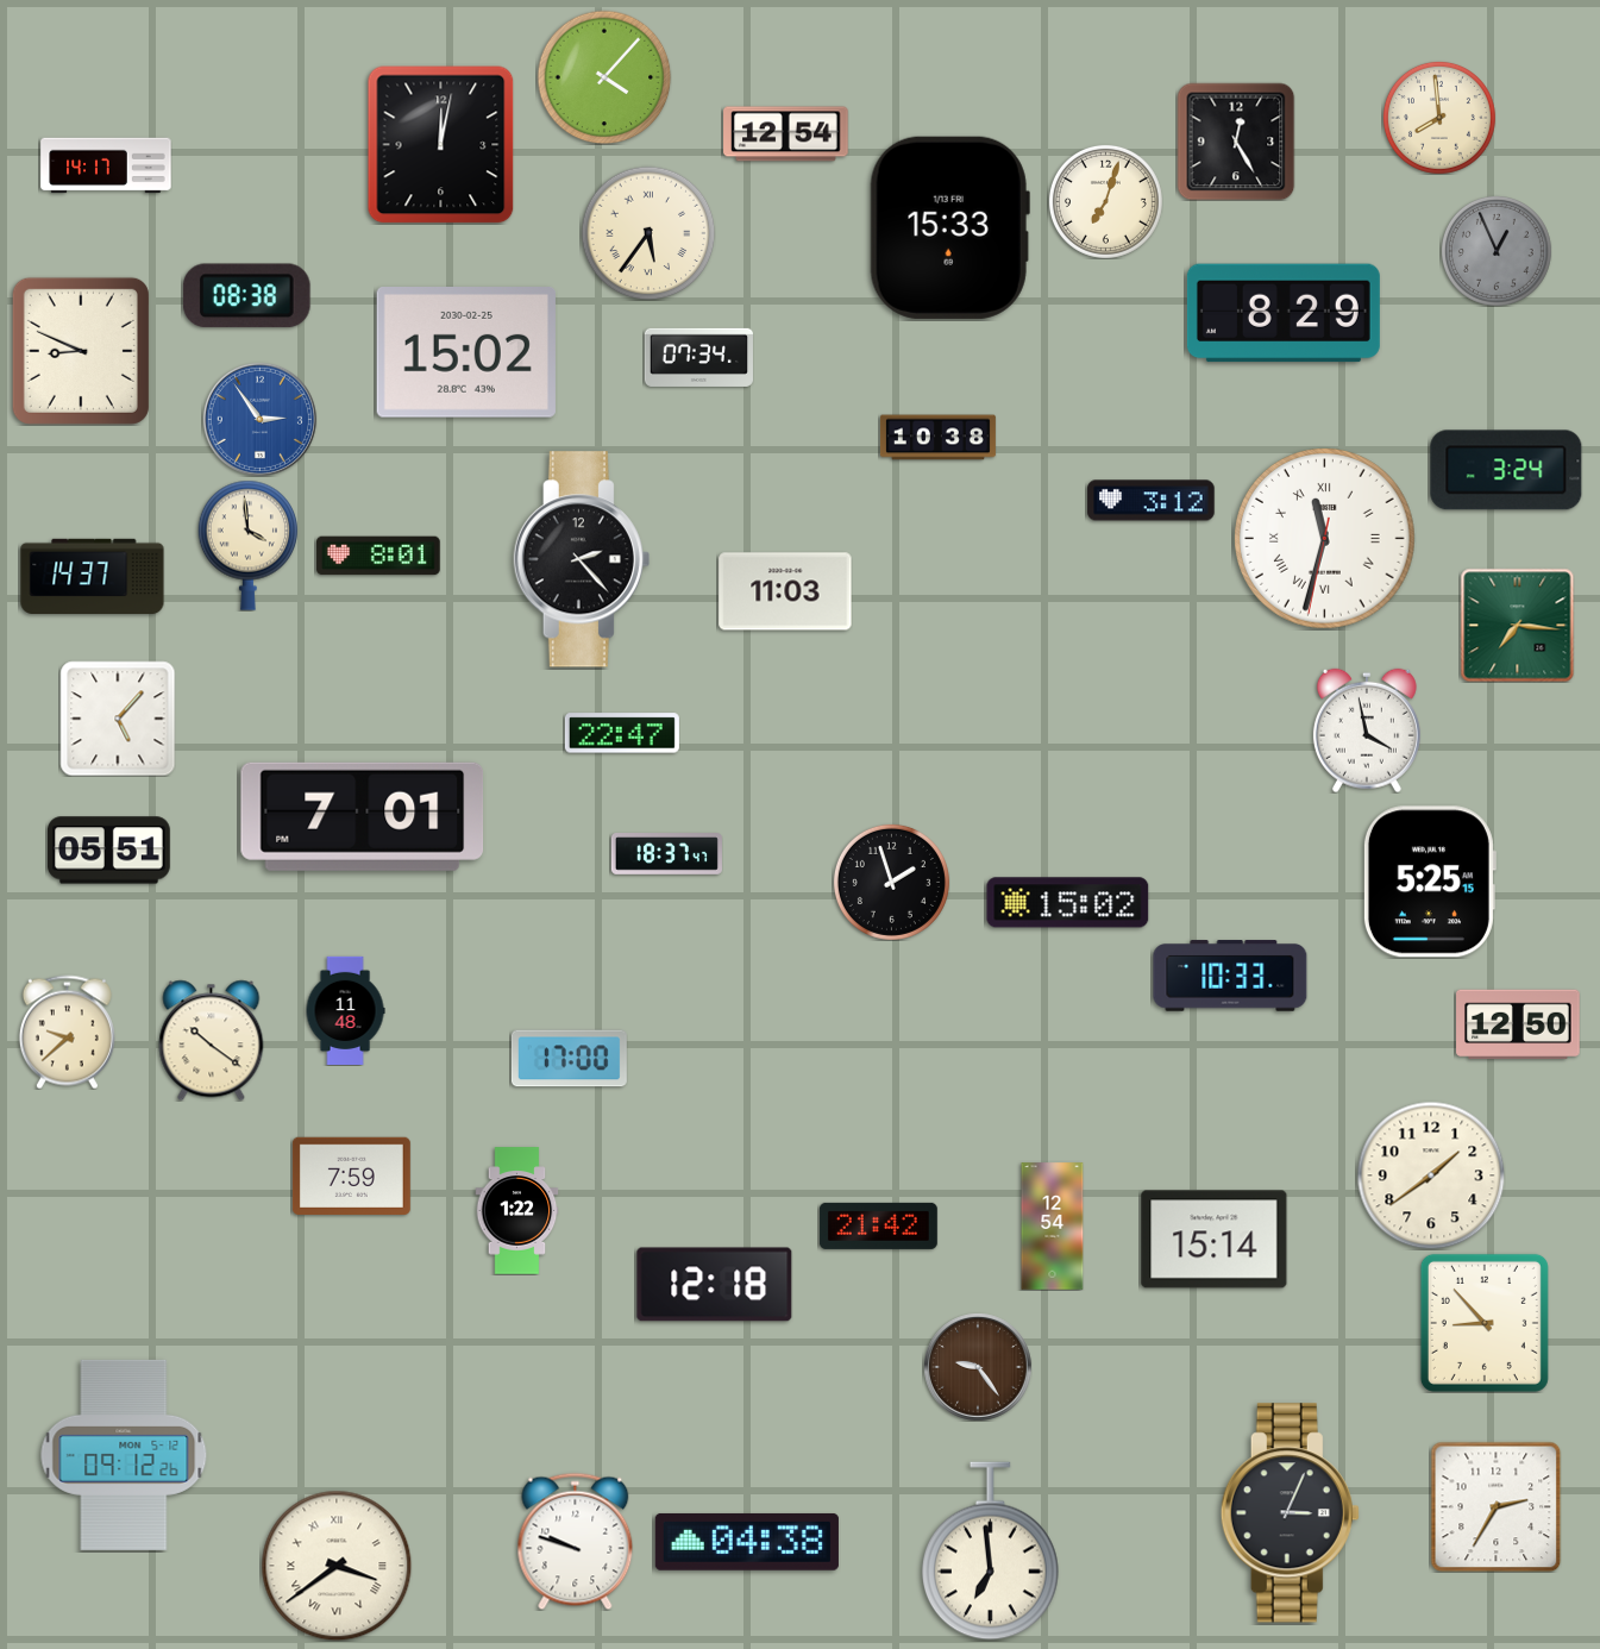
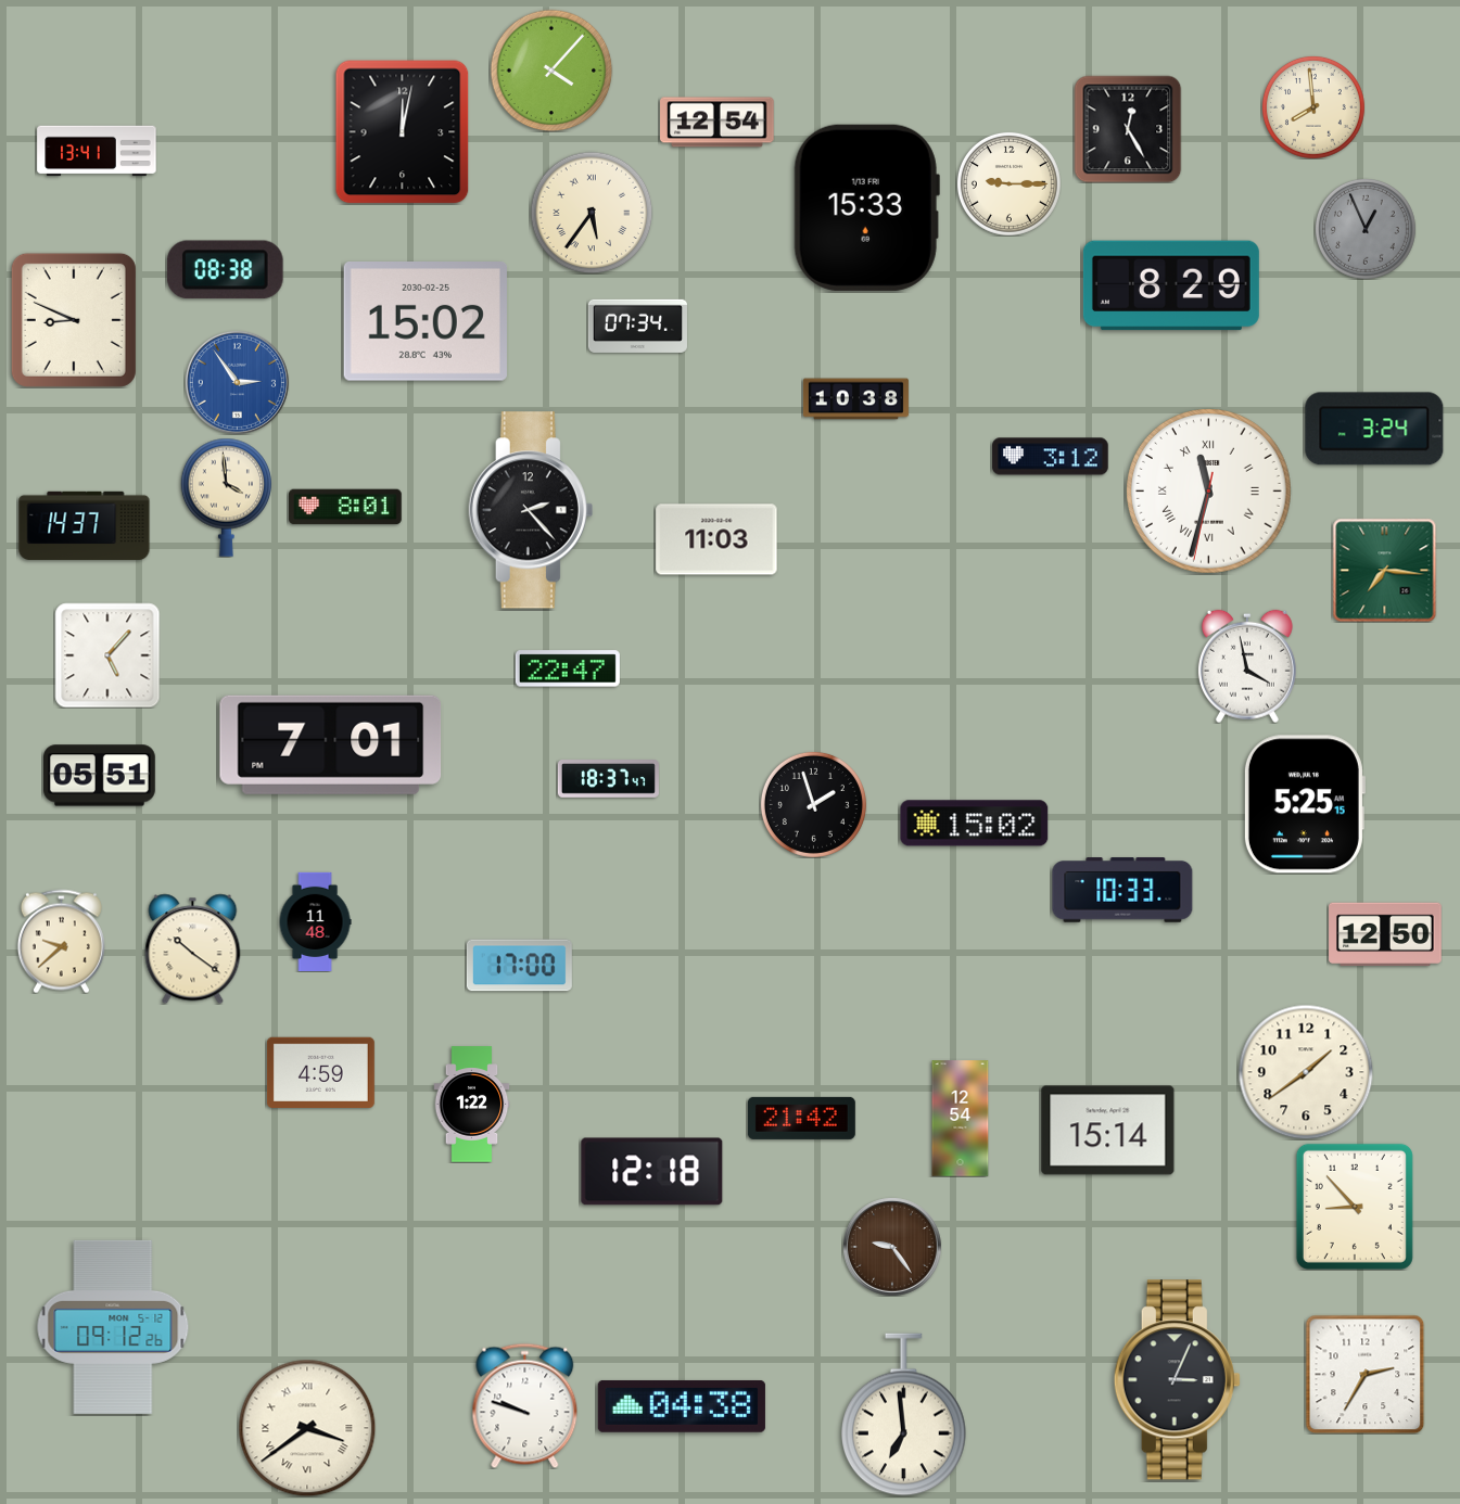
clock at (106, 165): 14:17 -> 13:41
clock at (1105, 201): 7:03 -> 9:15
clock at (351, 1175): 7:59 -> 4:59
